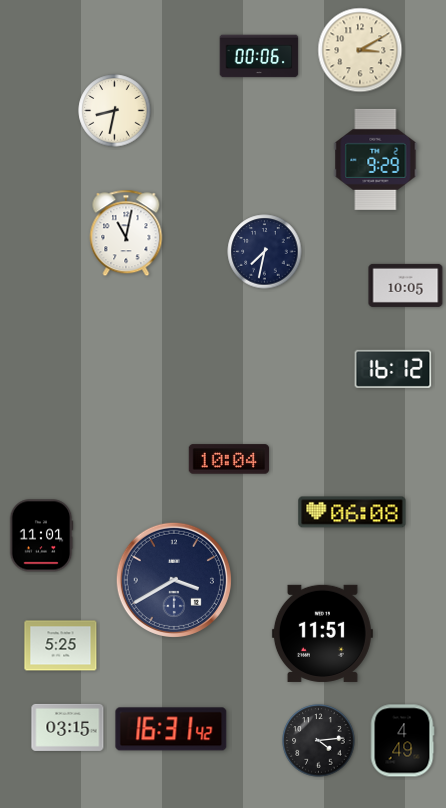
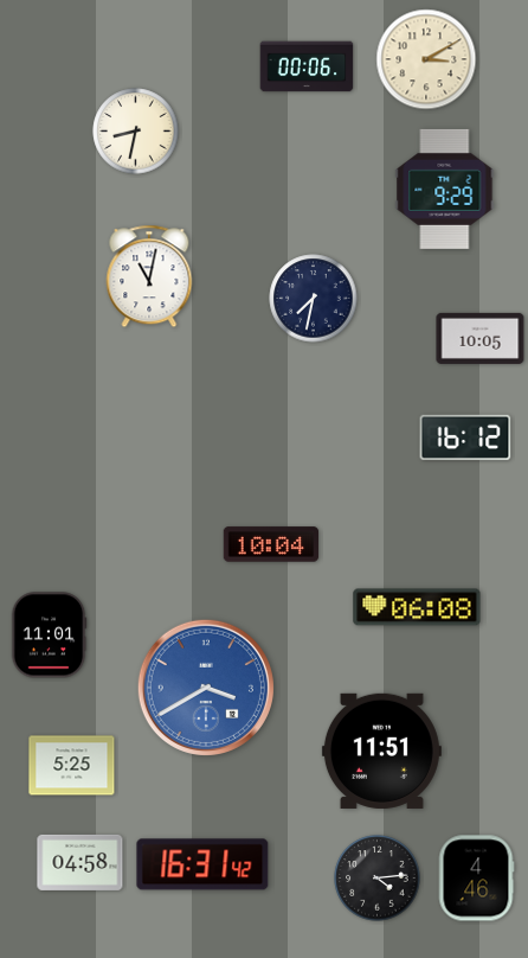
clock at (174, 580) dial: navy -> blue
clock at (68, 727): 03:15 -> 04:58
clock at (402, 741): 4:49 -> 4:46
